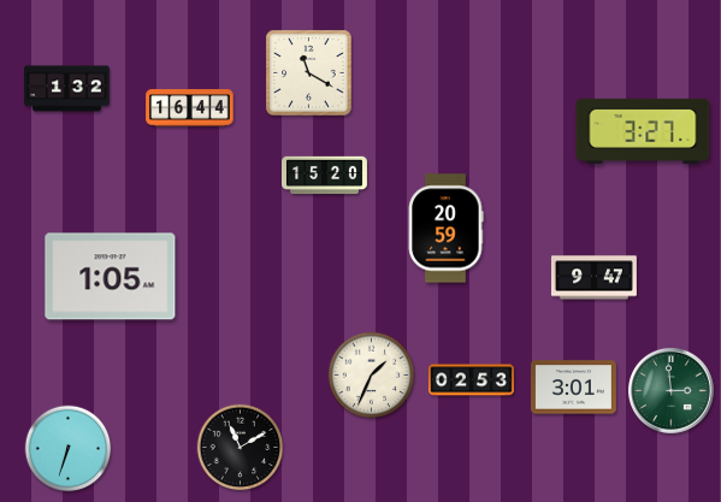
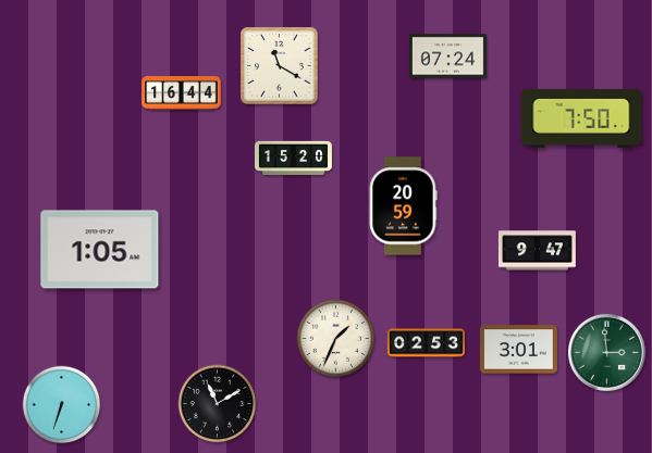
clock at (447, 56): none -> 07:24
clock at (66, 89): 1:32 -> none
clock at (190, 108) position: (190, 108) -> (182, 93)
clock at (643, 131): 3:27 -> 7:50
